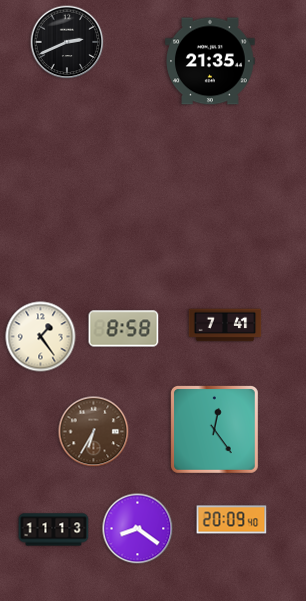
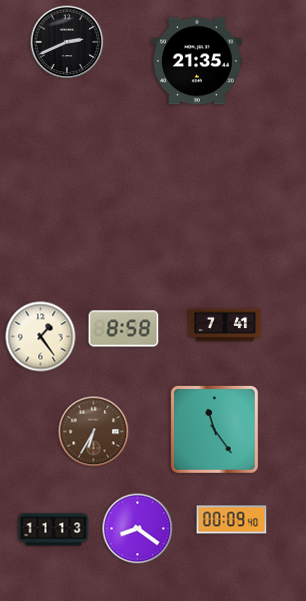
clock at (210, 61) position: (210, 61) -> (197, 61)
clock at (214, 429): 12:24 -> 11:24
clock at (232, 520): 20:09 -> 00:09
